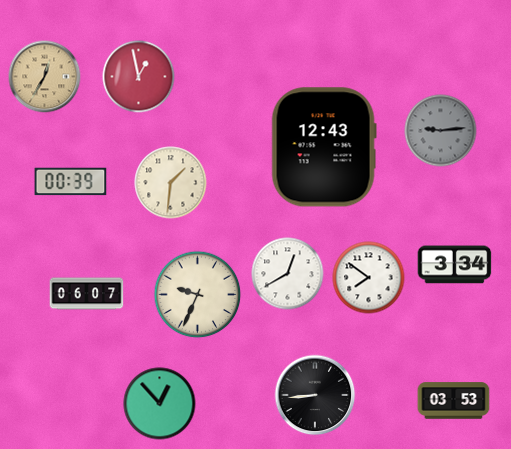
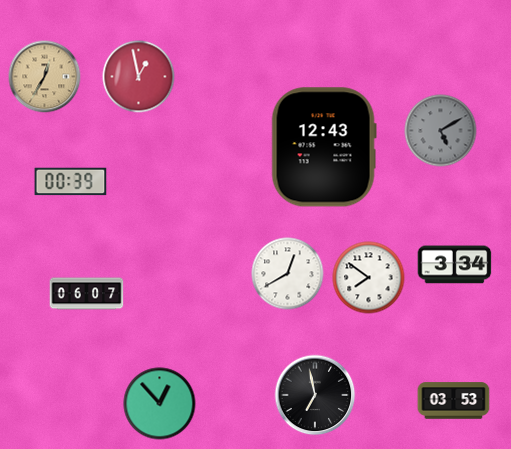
clock at (441, 131): 9:14 -> 5:10
clock at (171, 183): 1:31 -> none
clock at (198, 295): 9:34 -> none
clock at (315, 395): 8:44 -> 6:58
